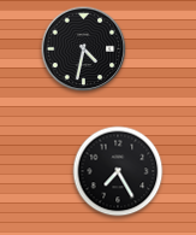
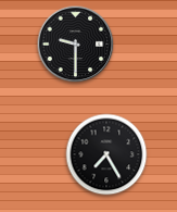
clock at (84, 49): 4:32 -> 9:30
